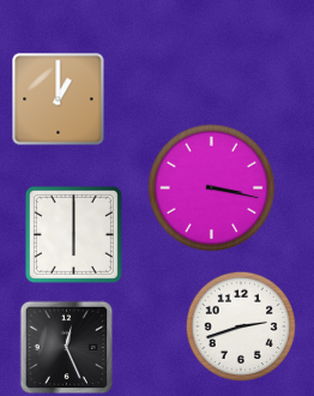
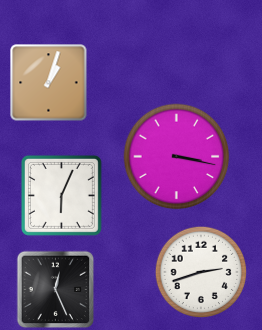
clock at (59, 100): 1:00 -> 1:03
clock at (73, 234): 6:00 -> 6:04
